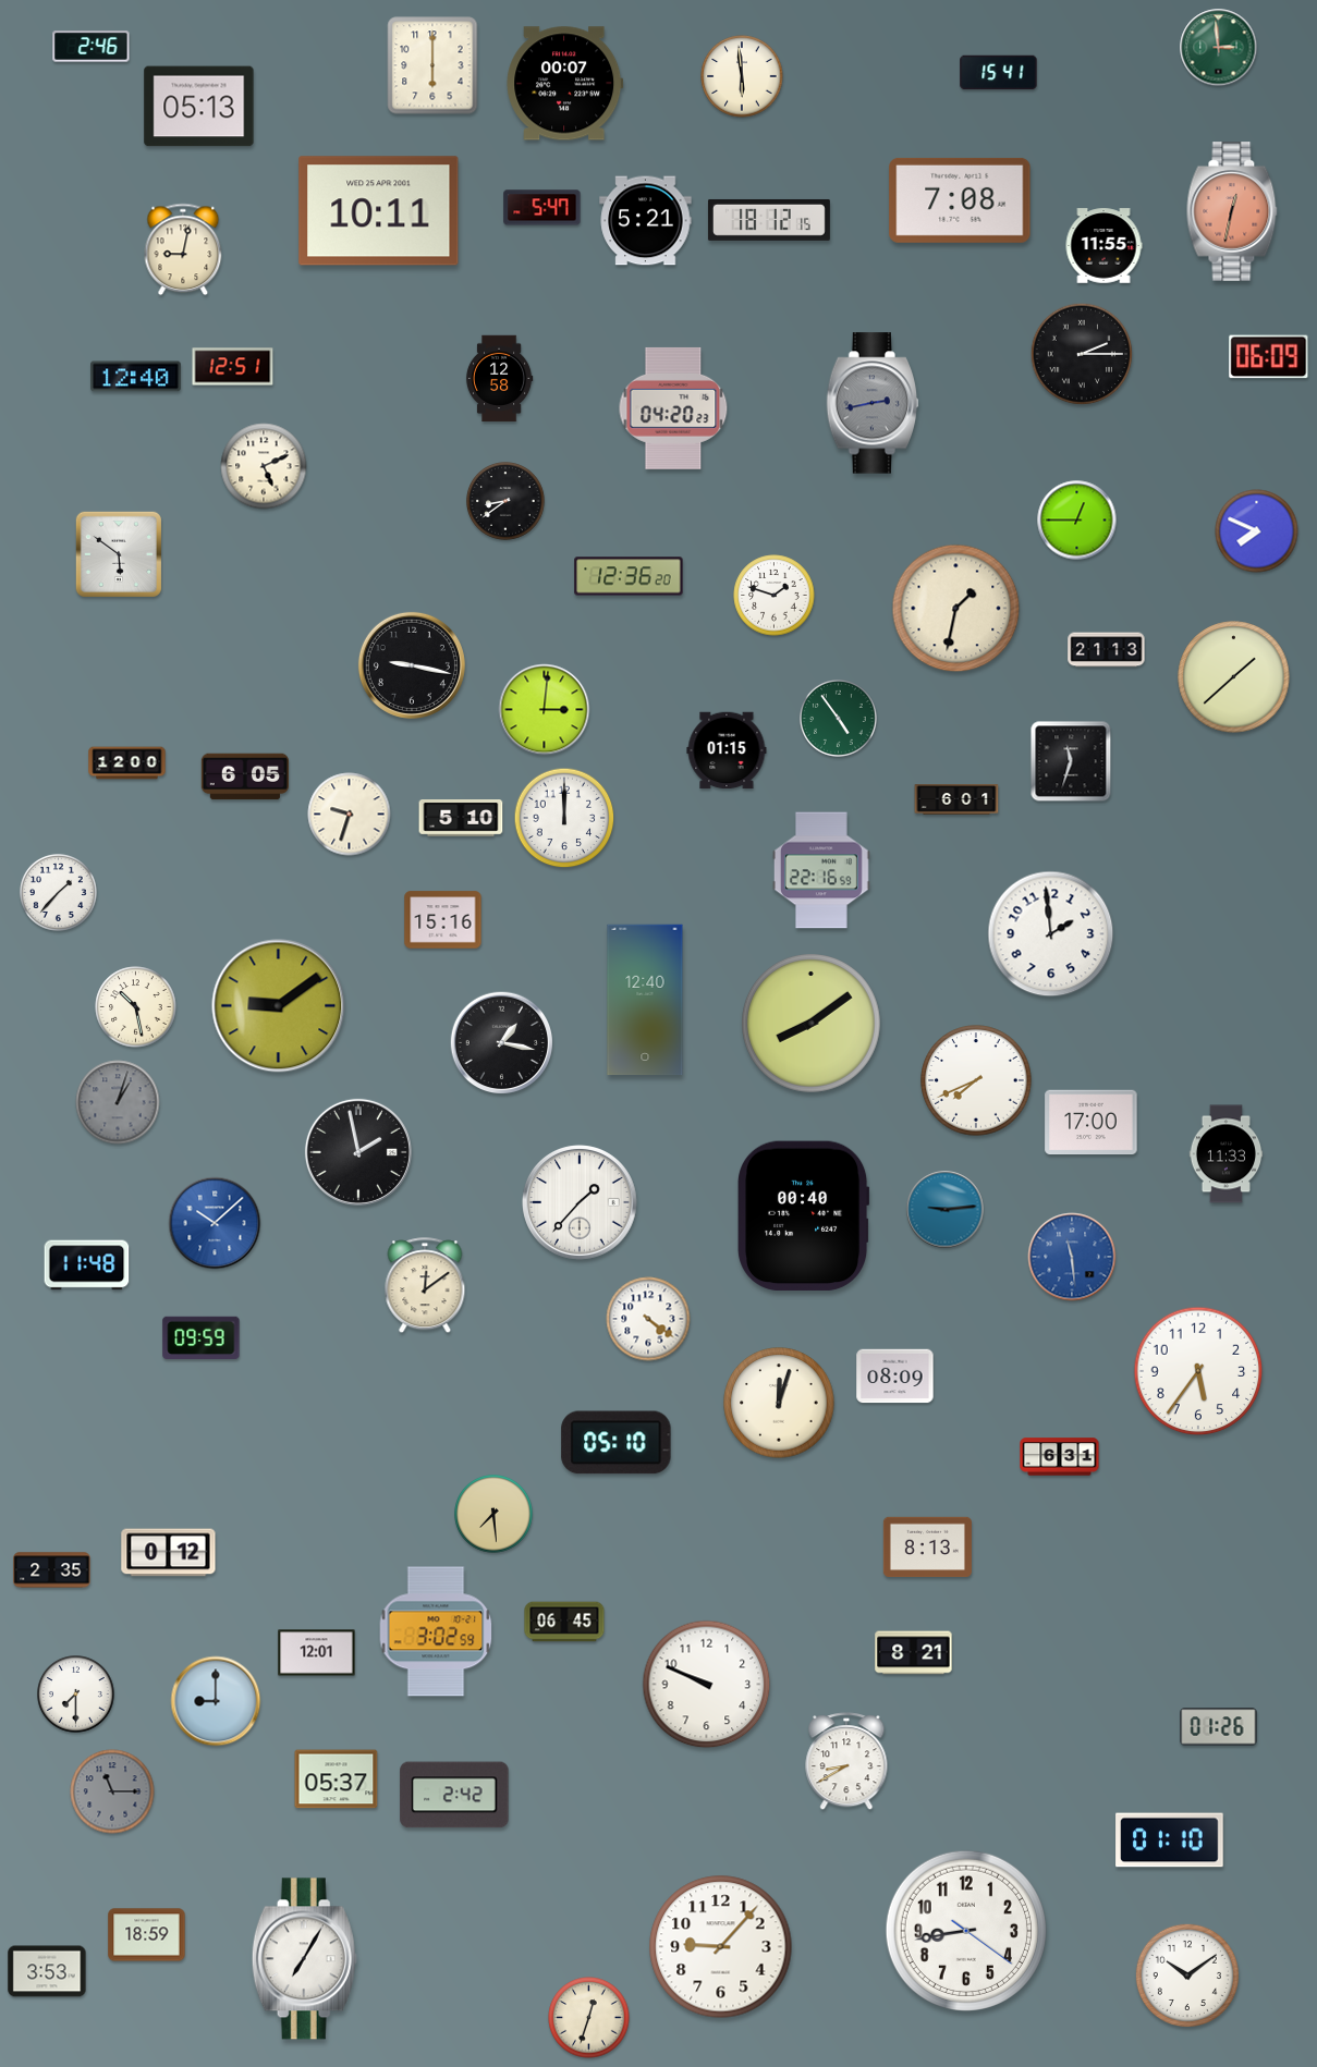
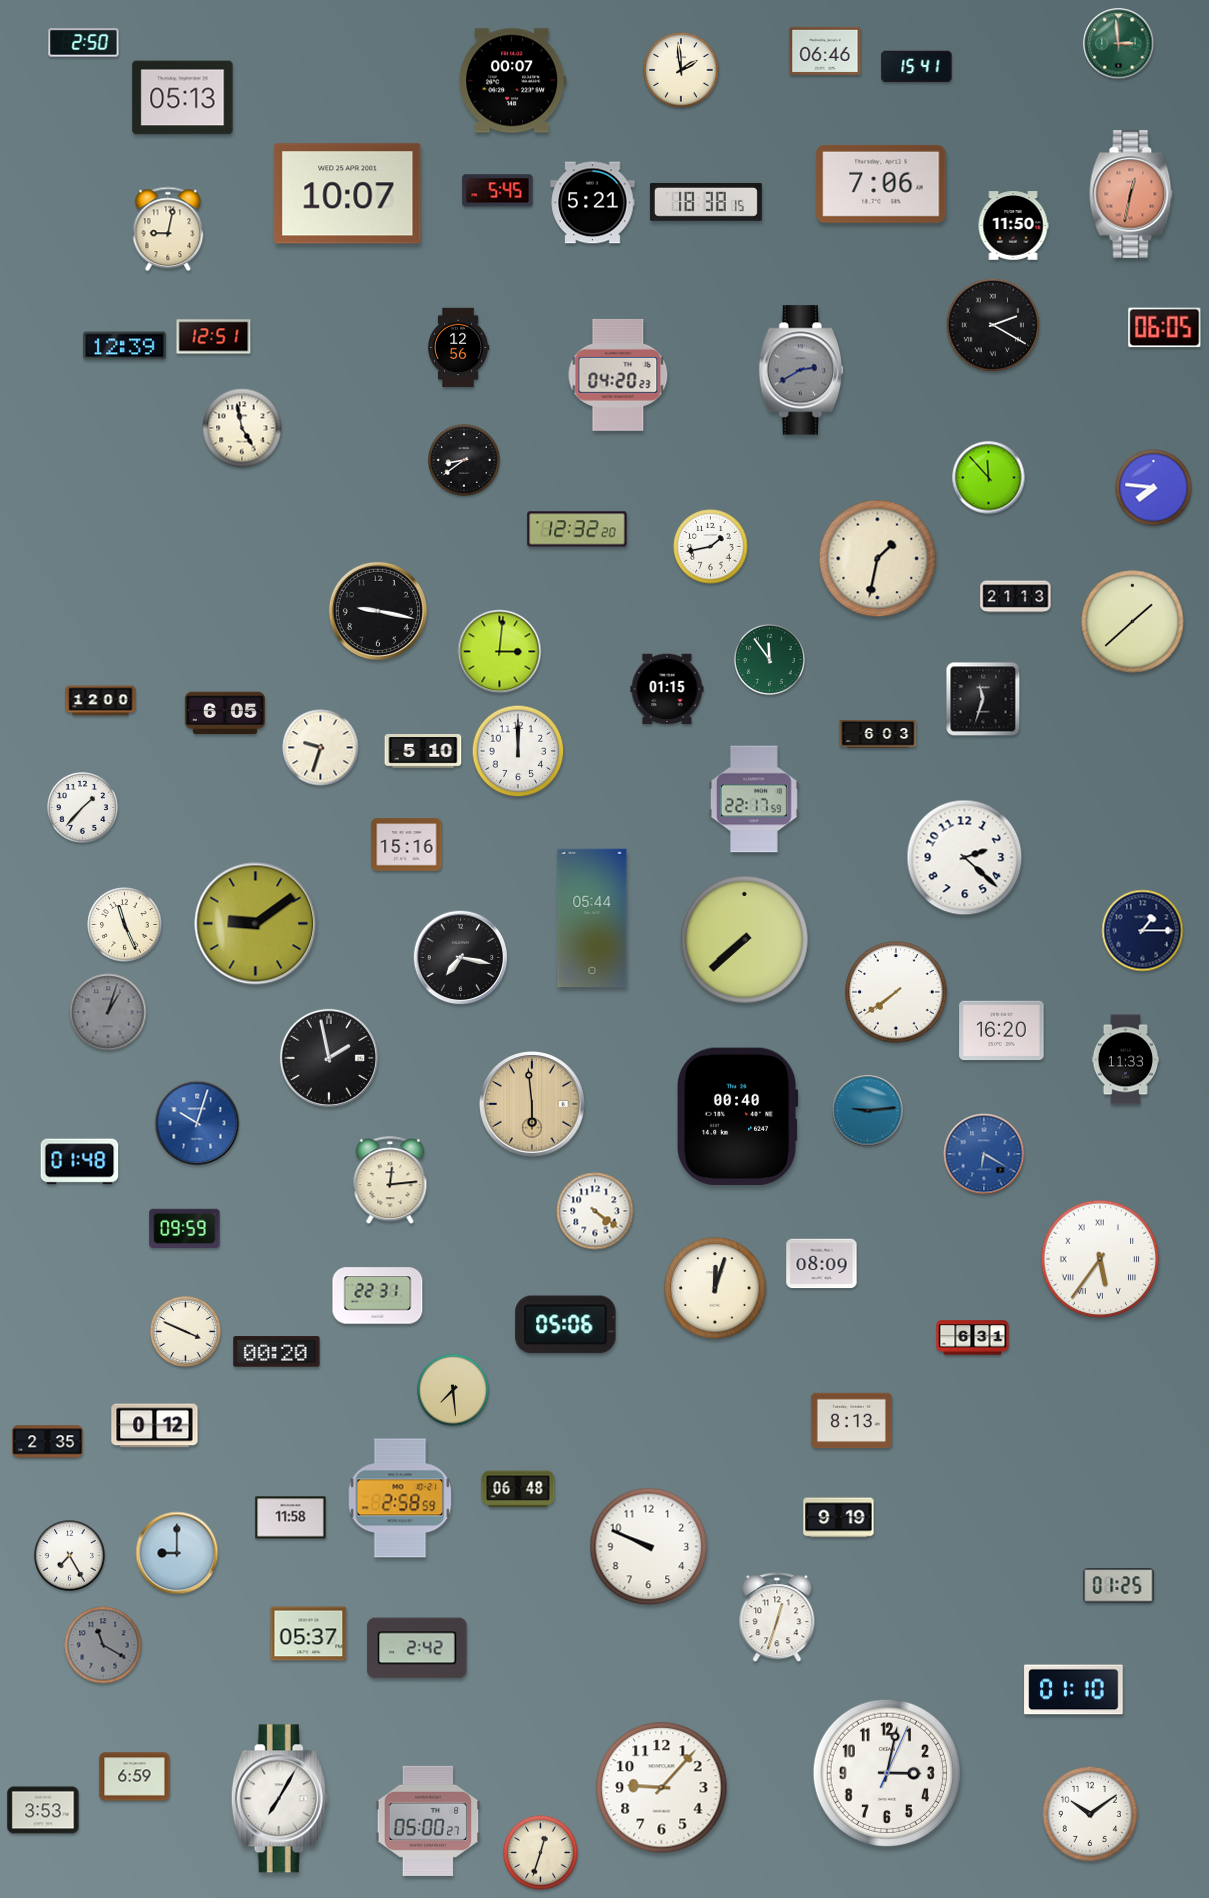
clock at (92, 47): 2:46 -> 2:50
clock at (825, 51): none -> 06:46
clock at (432, 65): 6:00 -> none
clock at (742, 76): 5:59 -> 1:59
clock at (565, 84) position: (565, 84) -> (513, 81)
clock at (960, 200): 7:08 -> 7:06
clock at (542, 208): 5:47 -> 5:45
clock at (379, 211): 10:11 -> 10:07
clock at (769, 220): 18:12 -> 18:38
clock at (1103, 246): 11:55 -> 11:50
clock at (1082, 354): 2:15 -> 2:20
clock at (1269, 357): 06:09 -> 06:05
clock at (136, 377): 12:40 -> 12:39
clock at (499, 379): 12:58 -> 12:56
clock at (873, 403): 2:43 -> 2:40
clock at (264, 466): 5:11 -> 4:58
clock at (1077, 521): 12:45 -> 11:53
clock at (1257, 531): 7:49 -> 7:46
clock at (119, 554): 5:51 -> none
clock at (629, 576): 12:36 -> 12:32
clock at (775, 596): 1:48 -> 1:43
clock at (839, 719): 4:54 -> 11:54
clock at (127, 763) position: (127, 763) -> (101, 701)
clock at (956, 799): 6:01 -> 6:03
clock at (821, 870): 22:16 -> 22:17
clock at (59, 893) position: (59, 893) -> (83, 808)
clock at (1051, 934): 1:59 -> 2:22
clock at (645, 1000): 12:40 -> 05:44
clock at (136, 1007): 10:28 -> 11:26
clock at (1143, 931): none -> 1:15
clock at (812, 1024): 8:09 -> 7:38
clock at (502, 1043): 1:17 -> 7:17
clock at (976, 1080): 7:41 -> 7:39
clock at (1092, 1123): 17:00 -> 16:20
clock at (580, 1202): 1:37 -> 5:59
clock at (580, 1202) dial: white -> champagne
clock at (215, 1223): 10:08 -> 10:03
clock at (1072, 1257): 11:29 -> 6:20
clock at (87, 1265): 11:48 -> 01:48
clock at (425, 1286): 12:09 -> 12:14
clock at (1198, 1371) numerals: Arabic -> Roman
clock at (378, 1296): none -> 22:31
clock at (617, 1443): 05:10 -> 05:06
clock at (186, 1332): none -> 3:49
clock at (277, 1352): none -> 00:20
clock at (564, 1622): 06:45 -> 06:48
clock at (436, 1631): 3:02 -> 2:58
clock at (317, 1653): 12:01 -> 11:58
clock at (914, 1653): 8:21 -> 9:19
clock at (76, 1695): 7:30 -> 7:25
clock at (216, 1701) position: (216, 1701) -> (177, 1553)
clock at (1219, 1727): 01:26 -> 01:25
clock at (846, 1762): 8:40 -> 12:33
clock at (112, 1791): 11:15 -> 11:20
clock at (966, 1931): 8:43 -> 3:02
clock at (147, 1935): 18:59 -> 6:59
clock at (428, 1821): none -> 05:00
